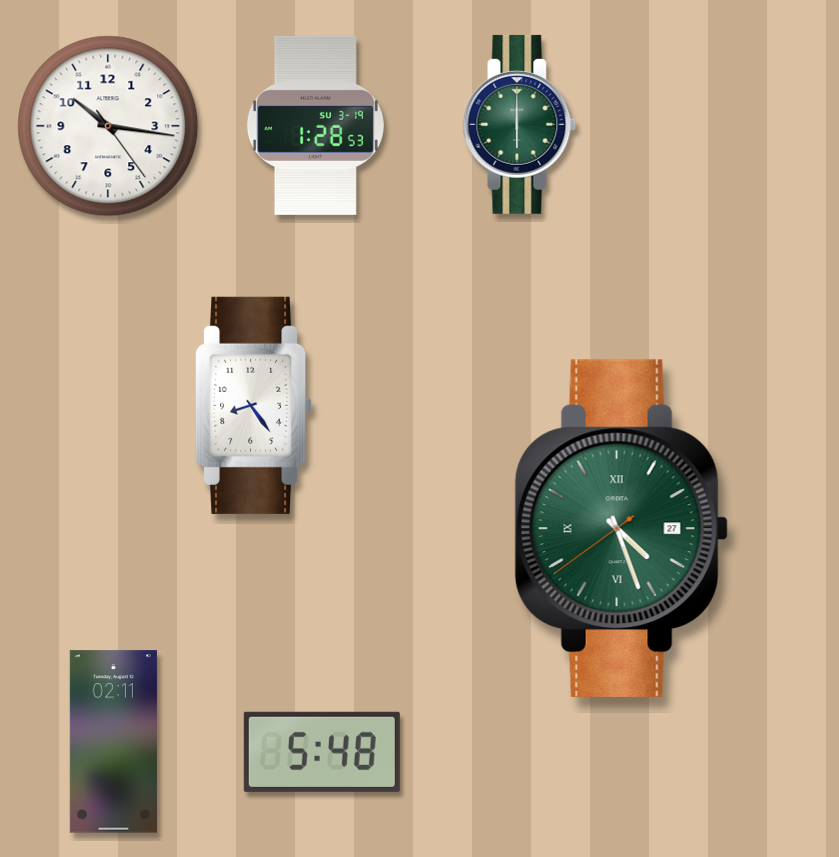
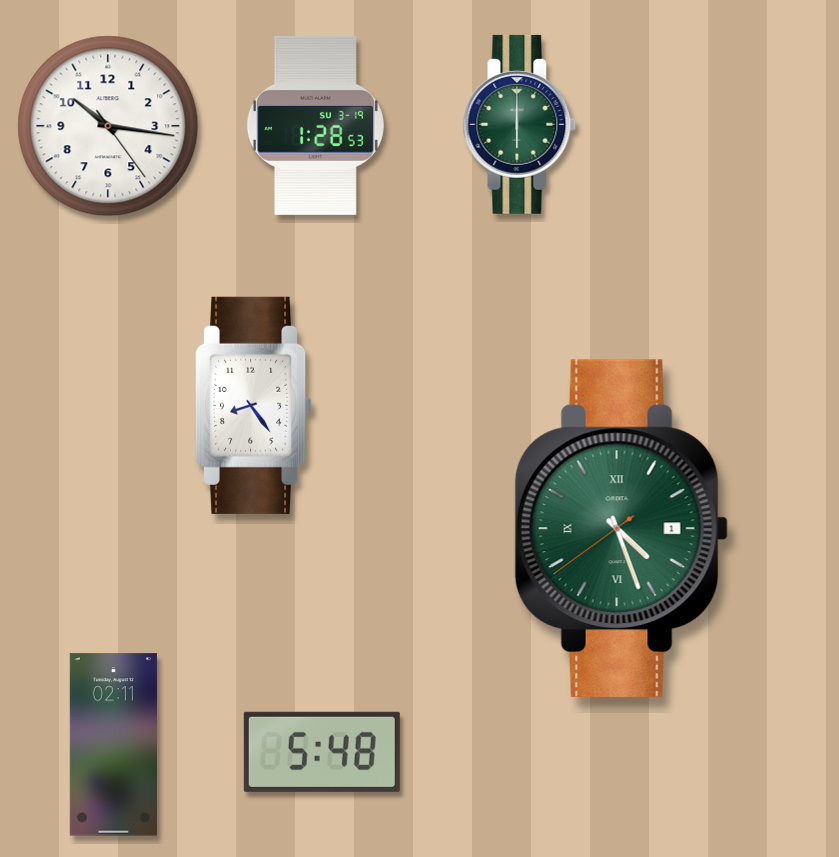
clock at (621, 528) date: 27 -> 1
clock at (113, 742) position: (113, 742) -> (113, 745)
